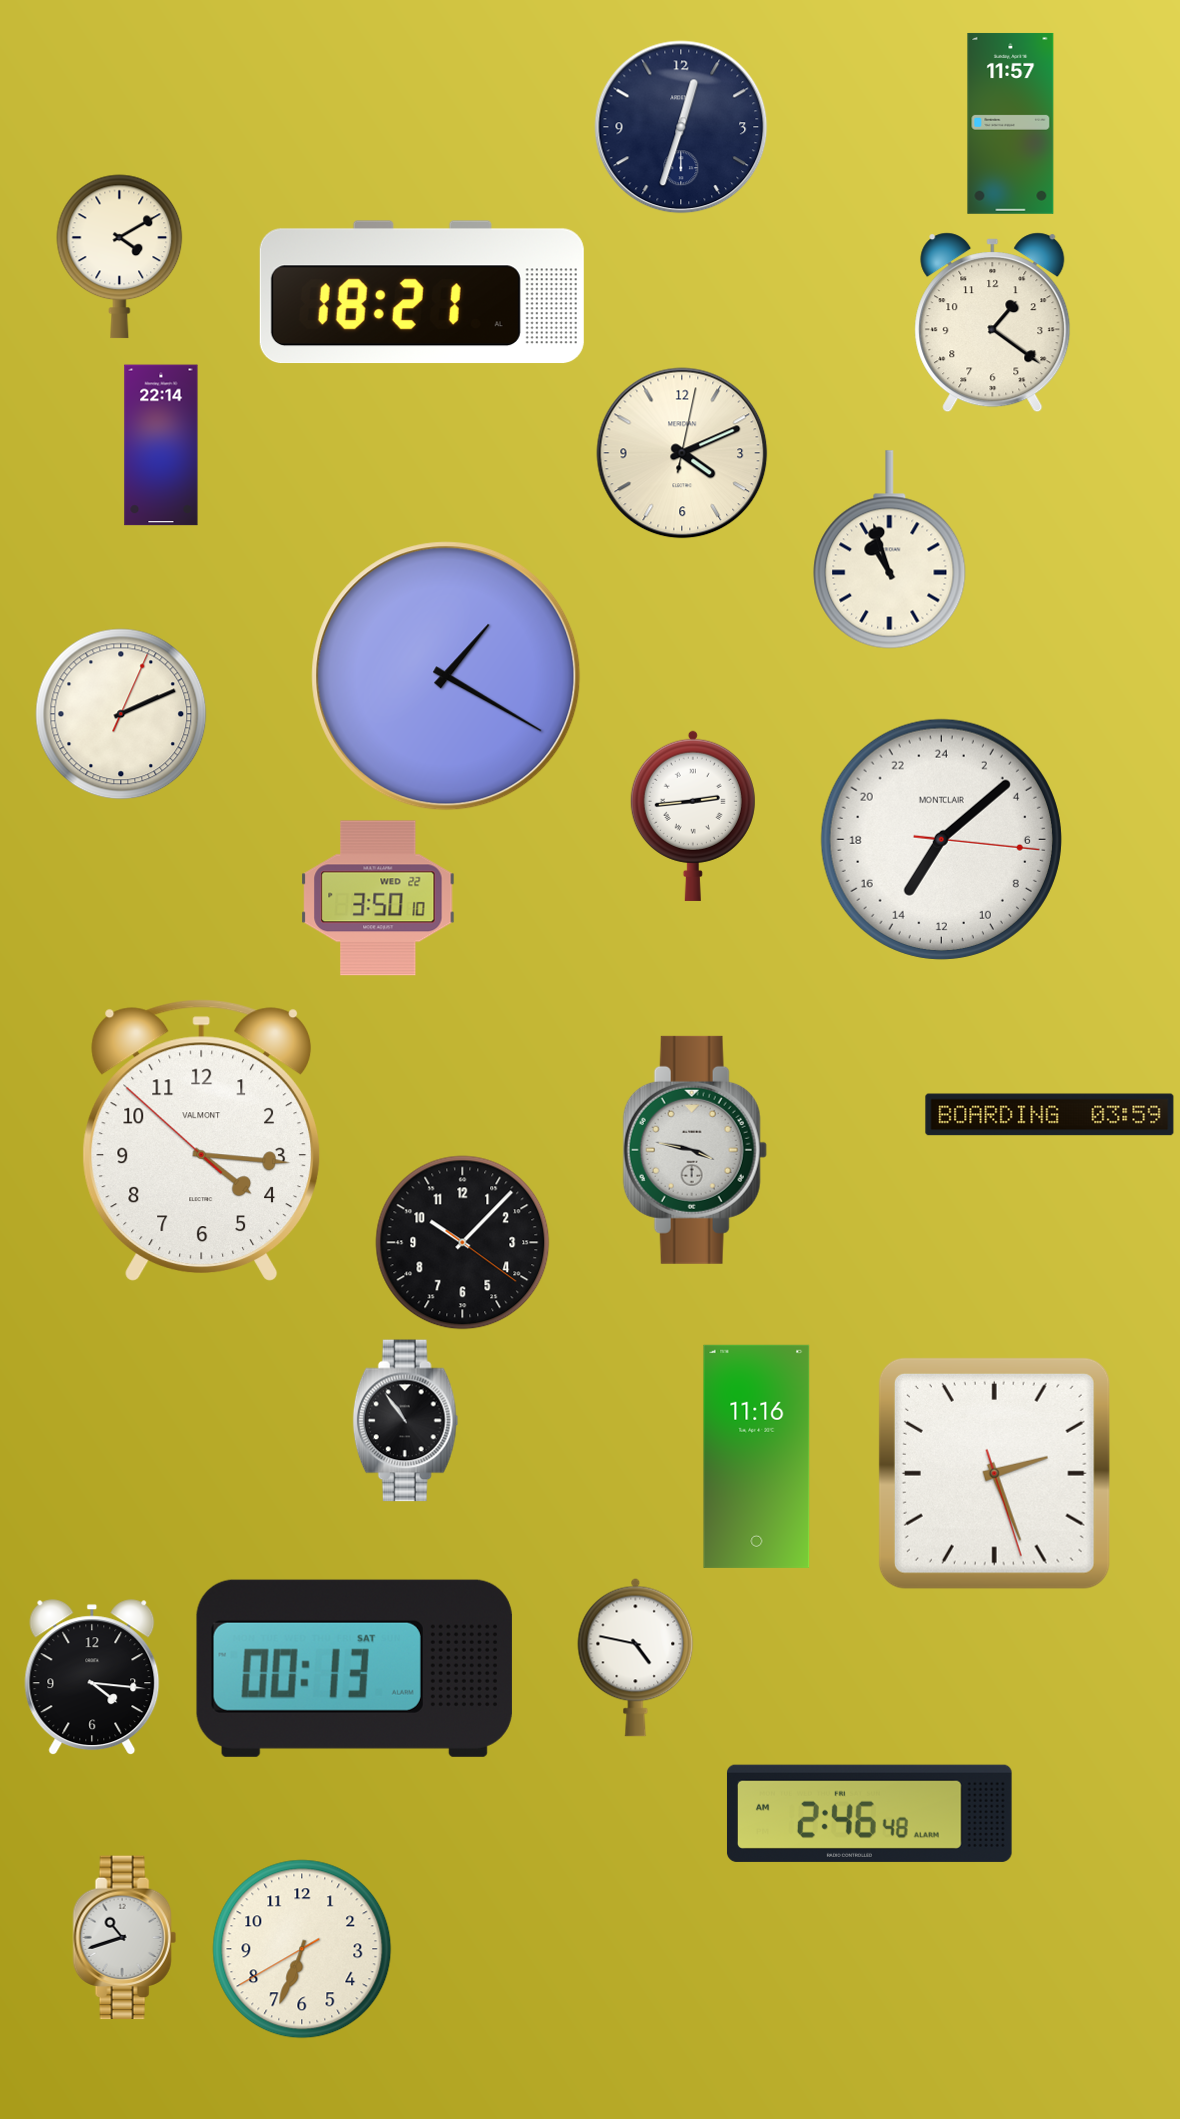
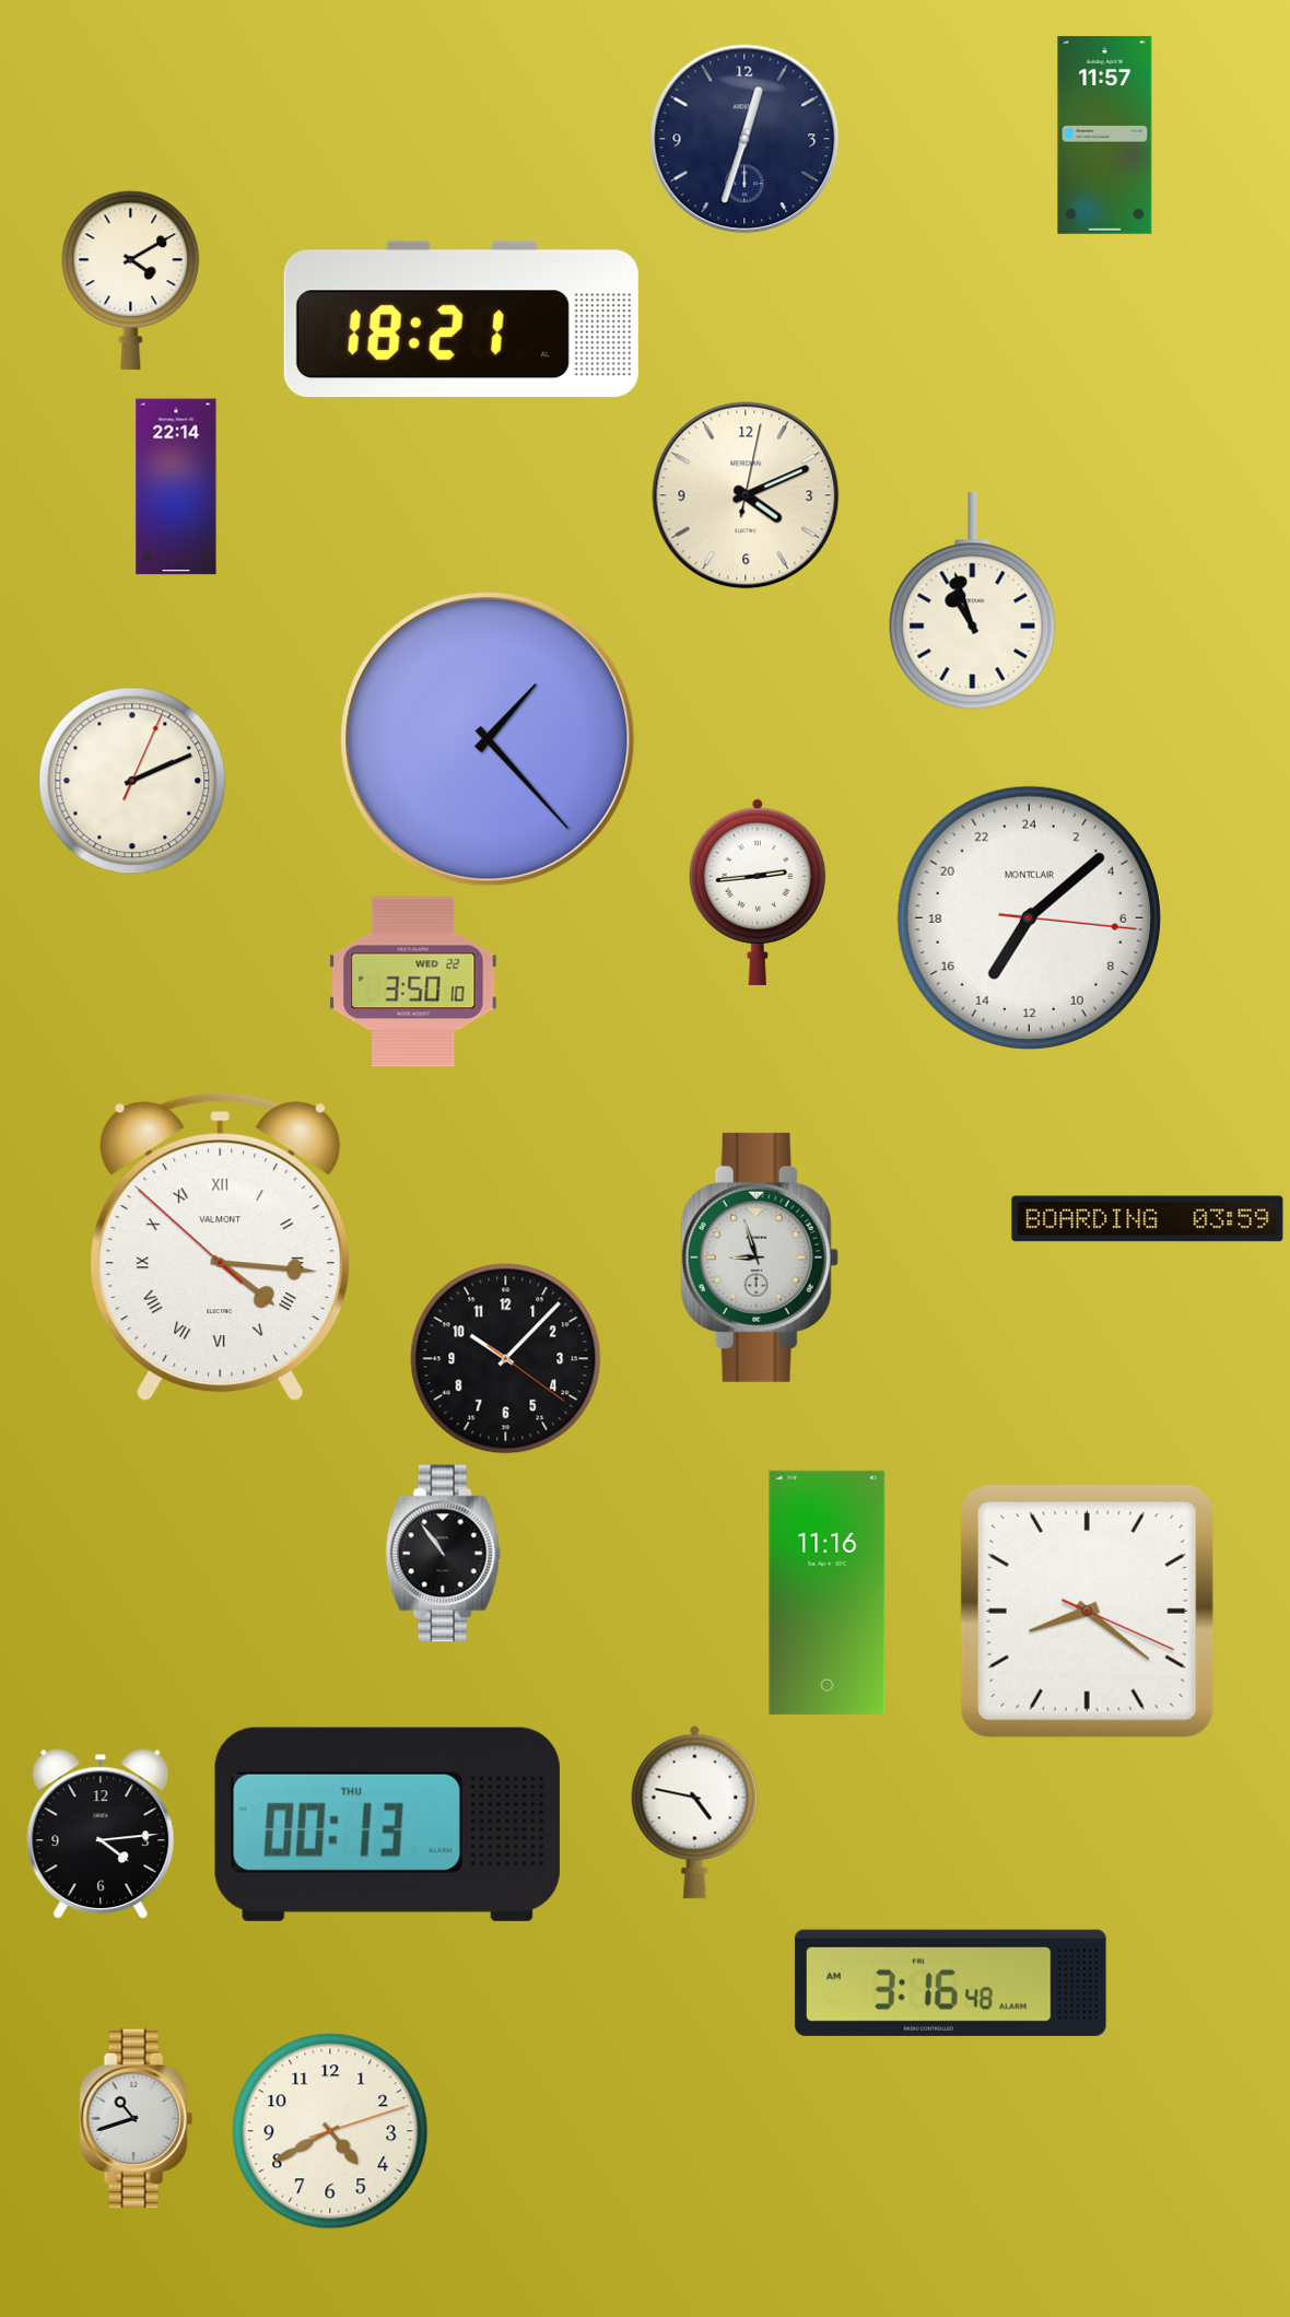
clock at (993, 323): 1:21 -> none
clock at (446, 676): 1:20 -> 1:23
clock at (201, 1140) numerals: Arabic -> Roman
clock at (695, 1150): 3:47 -> 8:57
clock at (994, 1473): 2:26 -> 8:21
clock at (354, 1668) date: SAT -> THU
clock at (92, 1678): 4:16 -> 4:14
clock at (869, 1813): 2:46 -> 3:16
clock at (302, 1949): 6:33 -> 4:40
